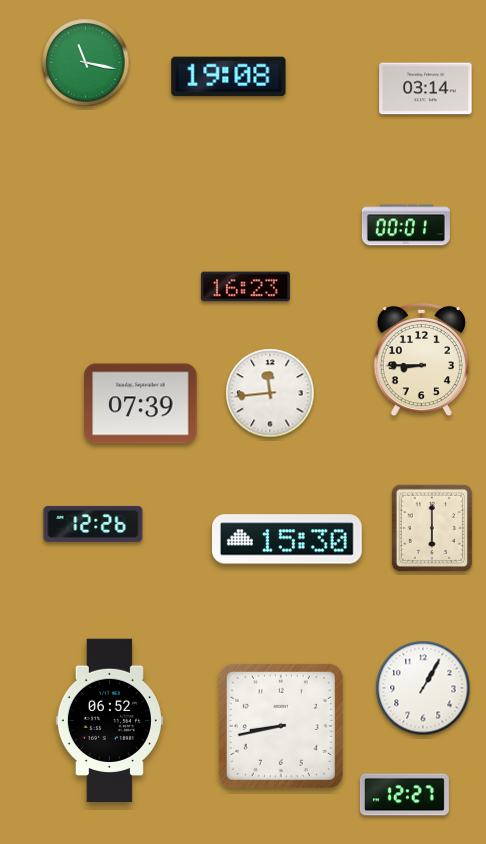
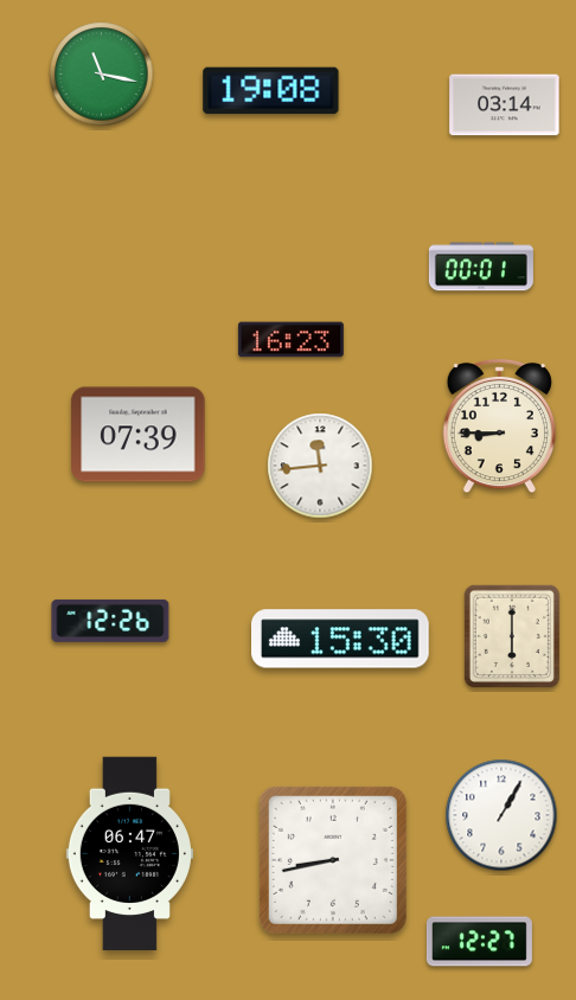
clock at (141, 404) position: (141, 404) -> (139, 435)
clock at (432, 528) position: (432, 528) -> (512, 636)
clock at (109, 721): 06:52 -> 06:47
